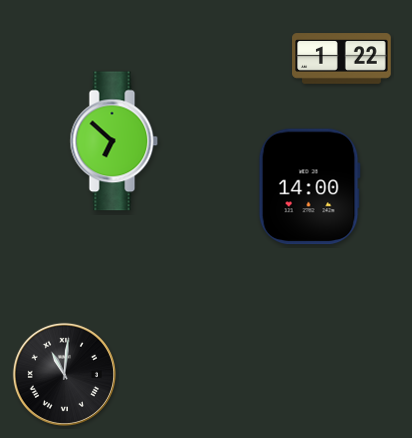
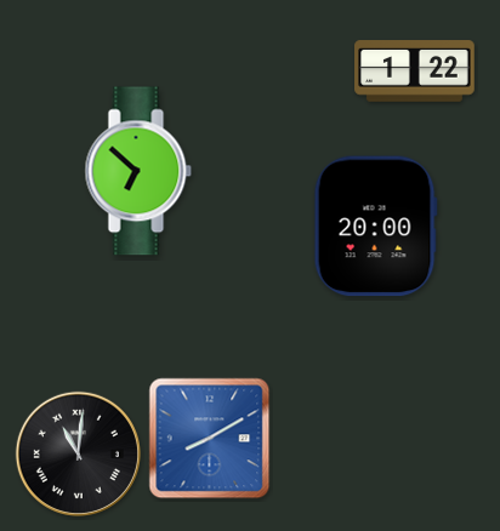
clock at (309, 187): 14:00 -> 20:00
clock at (210, 439): none -> 8:10
